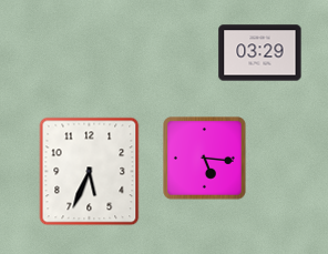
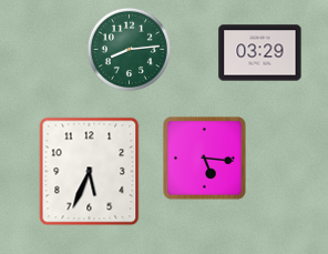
clock at (129, 49): none -> 8:14
